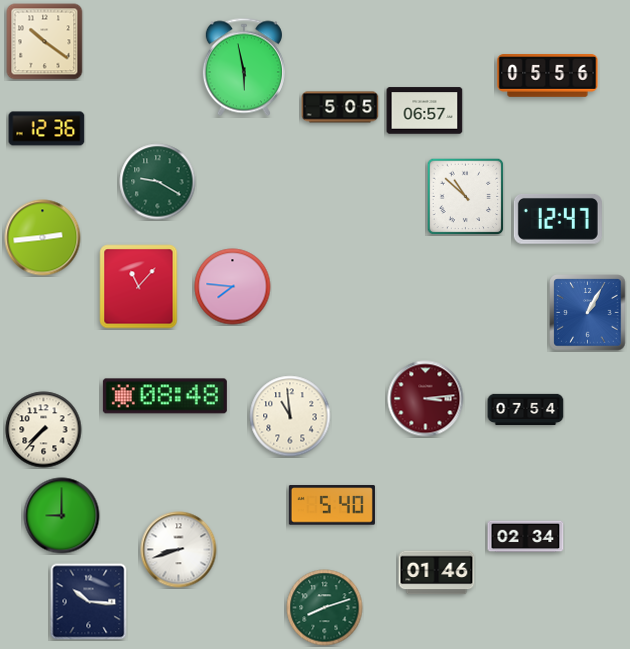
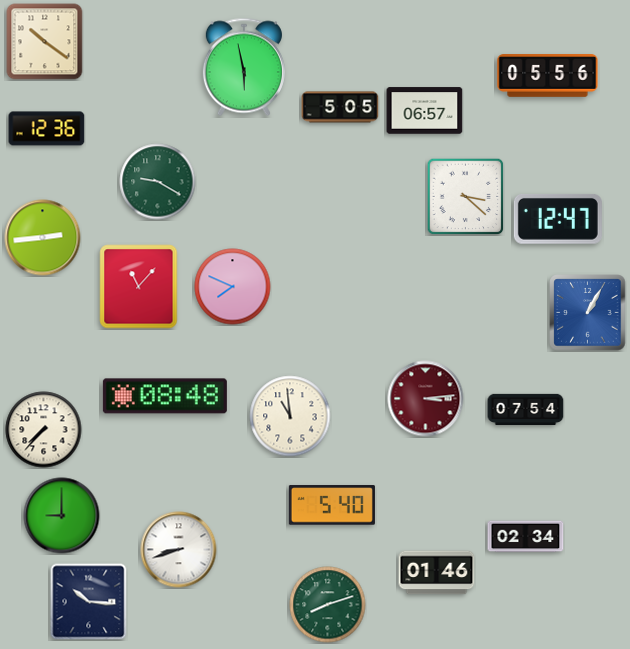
clock at (465, 196): 10:52 -> 3:22
clock at (233, 287): 7:46 -> 7:49
clock at (325, 608) position: (325, 608) -> (328, 605)
